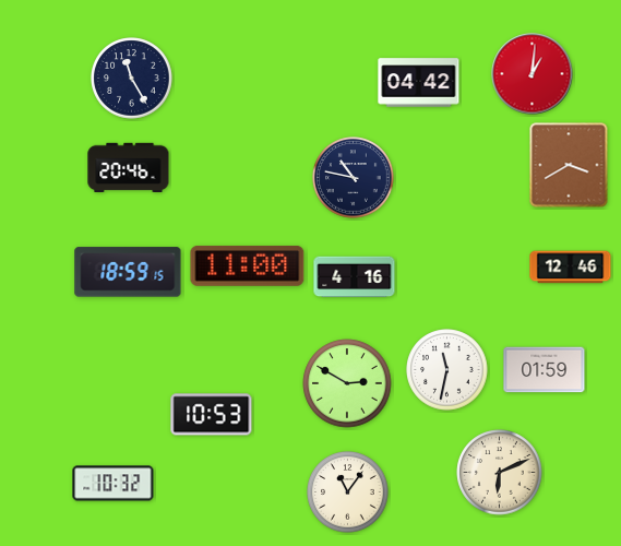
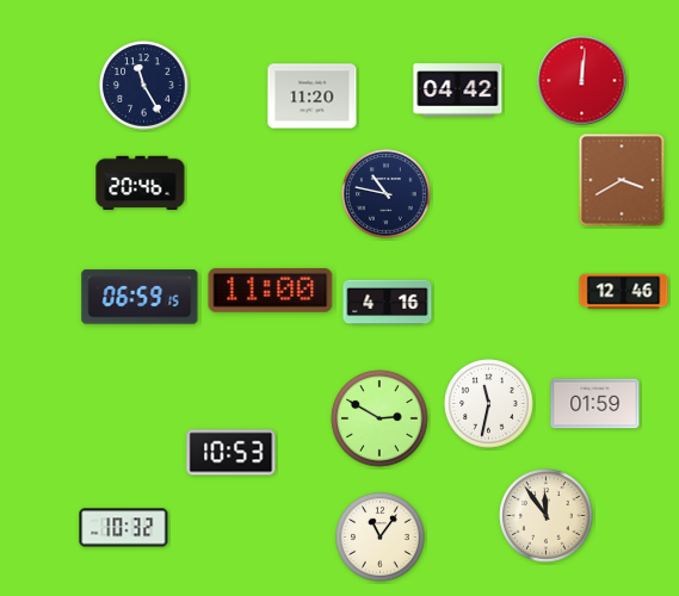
clock at (533, 74): 1:01 -> 12:01
clock at (313, 97): none -> 11:20
clock at (128, 272): 18:59 -> 06:59
clock at (500, 473): 6:11 -> 11:54
